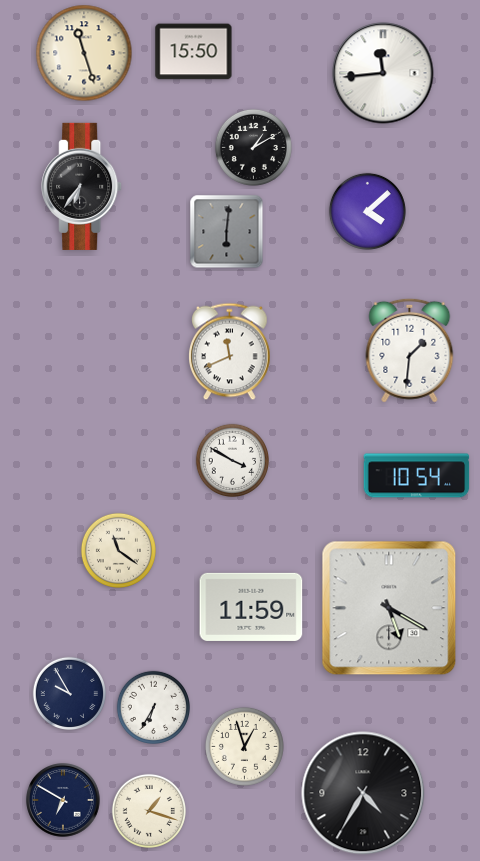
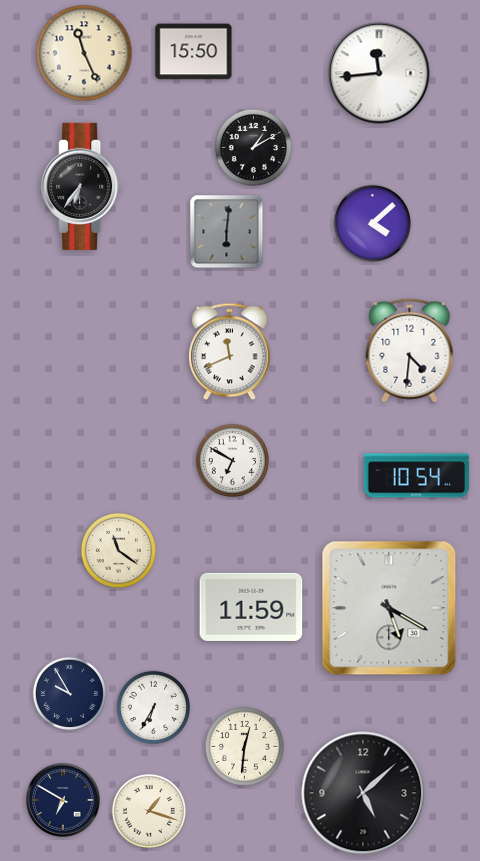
clock at (84, 53): 11:27 -> 11:26
clock at (383, 73) position: (383, 73) -> (379, 73)
clock at (367, 211) position: (367, 211) -> (372, 223)
clock at (410, 350): 1:31 -> 4:31
clock at (232, 460): 3:50 -> 6:50
clock at (244, 746): 12:57 -> 12:31
clock at (363, 793): 4:35 -> 5:08
